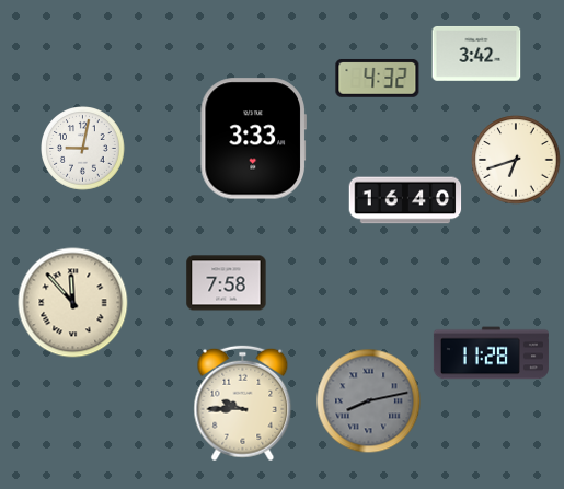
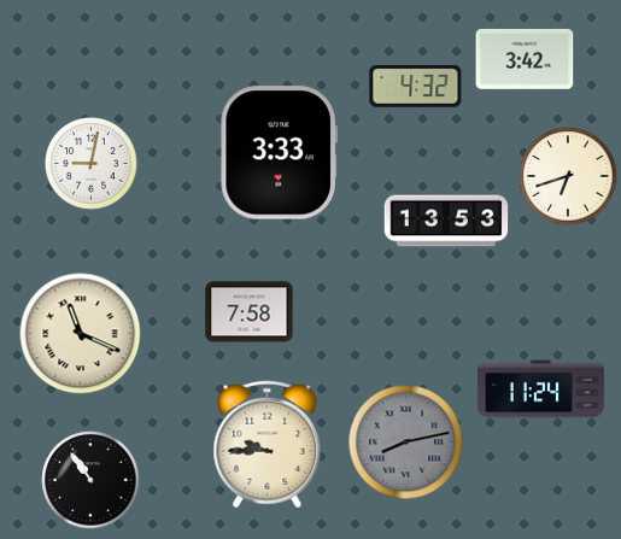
clock at (405, 200): 16:40 -> 13:53
clock at (73, 303): 11:53 -> 11:19
clock at (491, 353): 11:28 -> 11:24
clock at (90, 480): none -> 10:54
